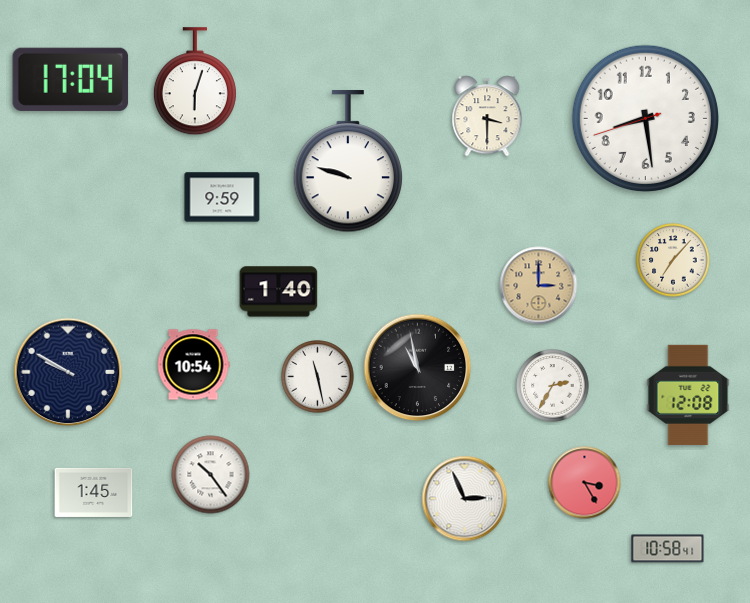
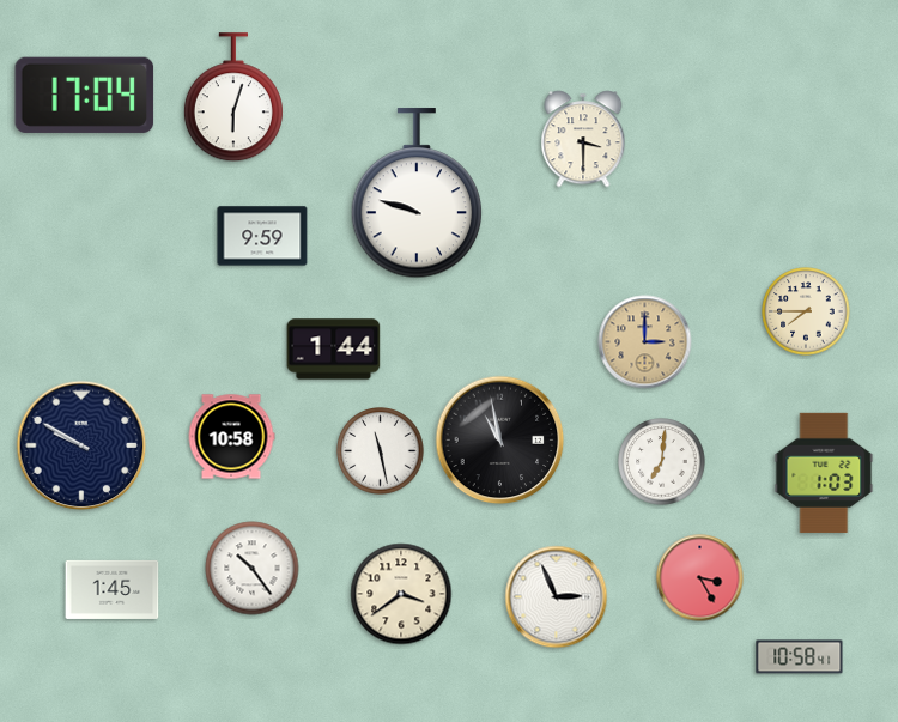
clock at (645, 118): 8:28 -> none
clock at (222, 197) position: (222, 197) -> (262, 236)
clock at (673, 260): 7:07 -> 7:45
clock at (279, 292): 1:40 -> 1:44
clock at (193, 365): 10:54 -> 10:58
clock at (553, 386): 2:35 -> 7:01
clock at (688, 395): 12:08 -> 1:03
clock at (401, 594): none -> 3:39
